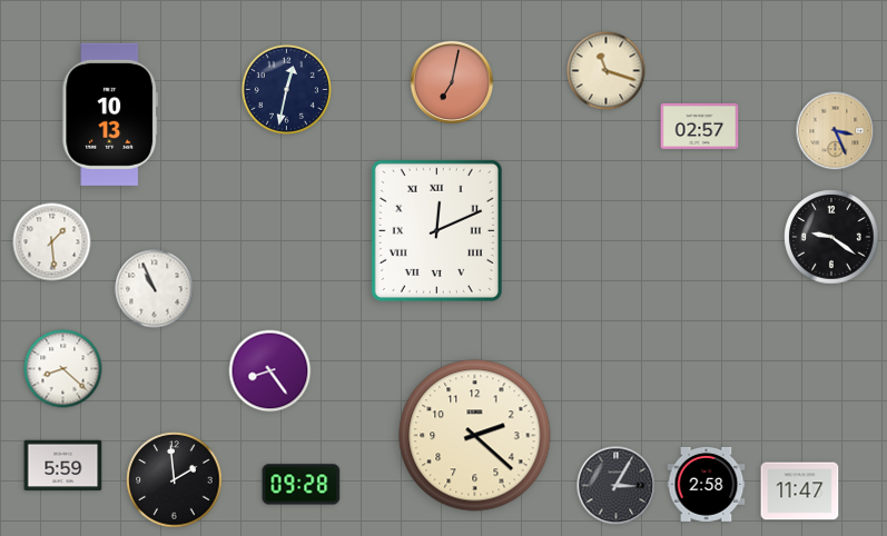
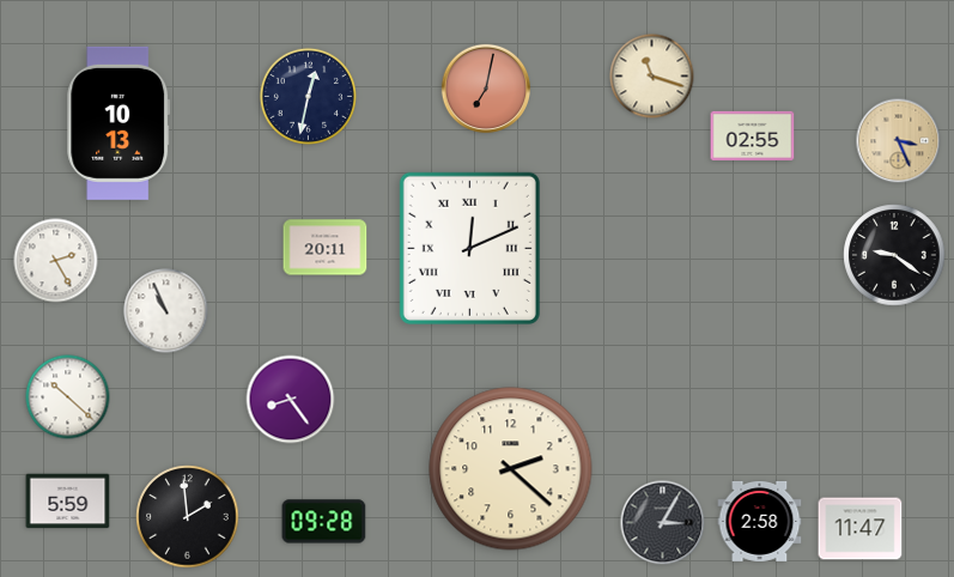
clock at (700, 126): 02:57 -> 02:55
clock at (326, 248): none -> 20:11
clock at (52, 242): 1:29 -> 2:25
clock at (63, 369): 8:22 -> 10:22
